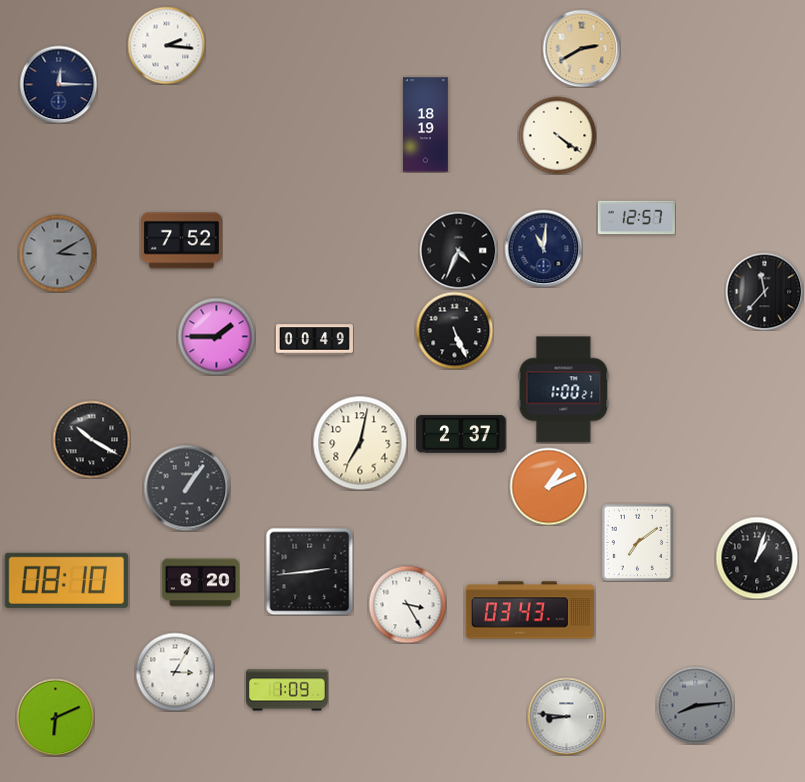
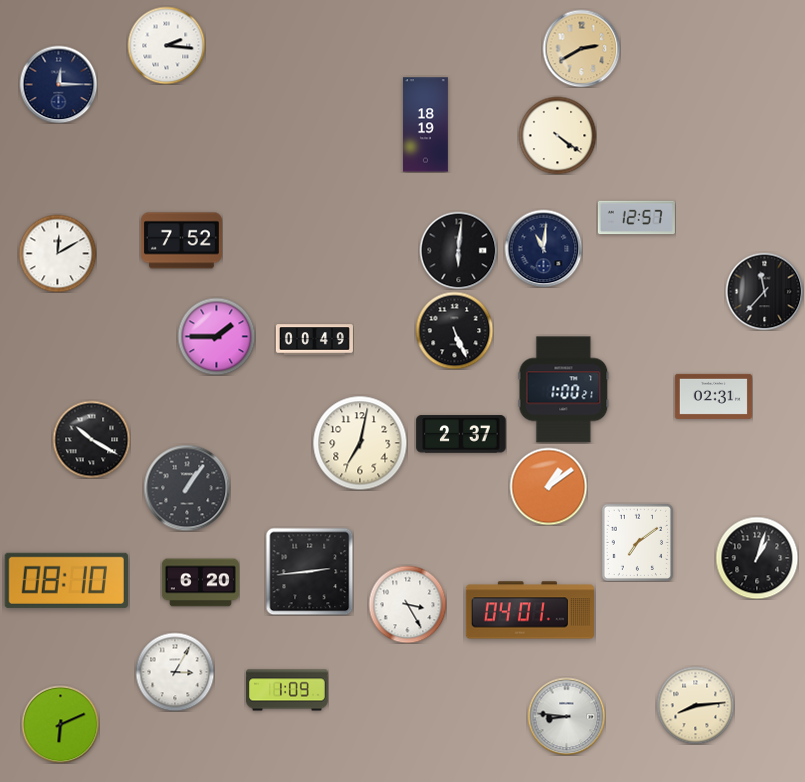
clock at (458, 250): 4:34 -> 6:01
clock at (57, 253): 3:10 -> 12:10
clock at (57, 253) dial: grey -> white
clock at (713, 396): none -> 02:31
clock at (548, 486): 1:11 -> 1:09
clock at (530, 610): 03:43 -> 04:01
clock at (695, 705) dial: grey -> cream
clock at (55, 717) position: (55, 717) -> (60, 724)
